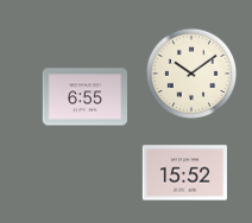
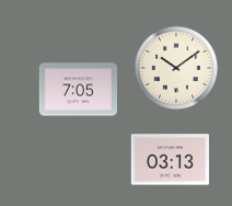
clock at (84, 97): 6:55 -> 7:05
clock at (184, 173): 15:52 -> 03:13
